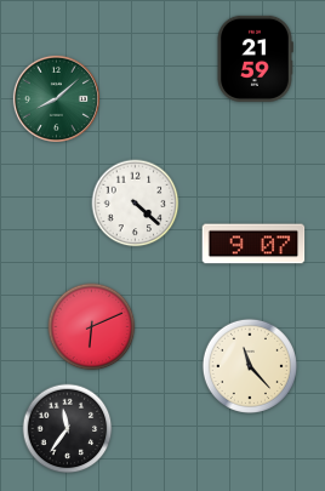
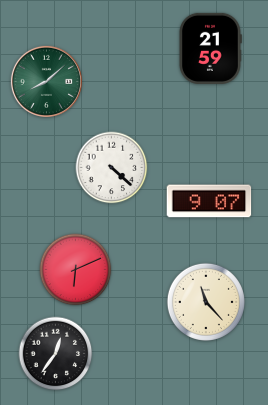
clock at (68, 429): 11:36 -> 12:36
